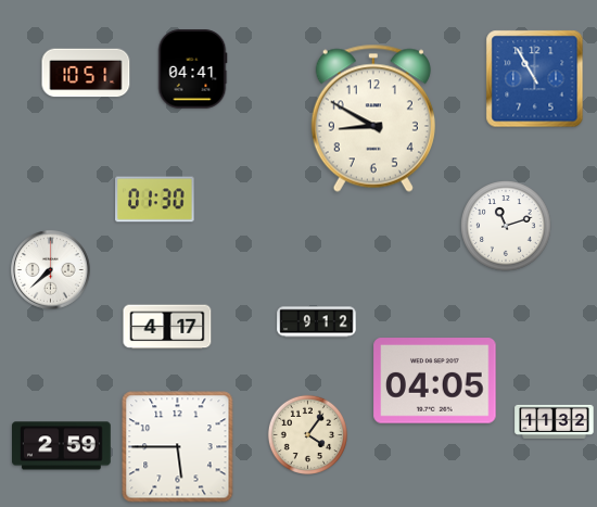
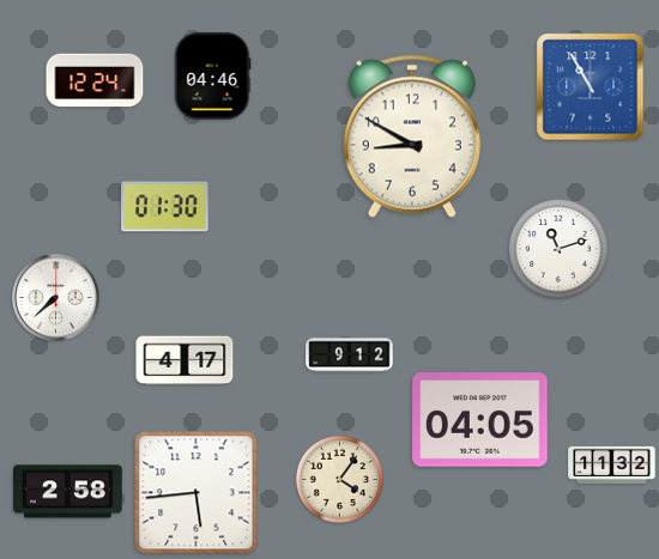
clock at (192, 69): 04:41 -> 04:46
clock at (86, 73): 10:51 -> 12:24
clock at (373, 118) position: (373, 118) -> (412, 136)
clock at (155, 200) position: (155, 200) -> (165, 207)
clock at (62, 446): 2:59 -> 2:58
clock at (178, 447): 5:45 -> 5:44
